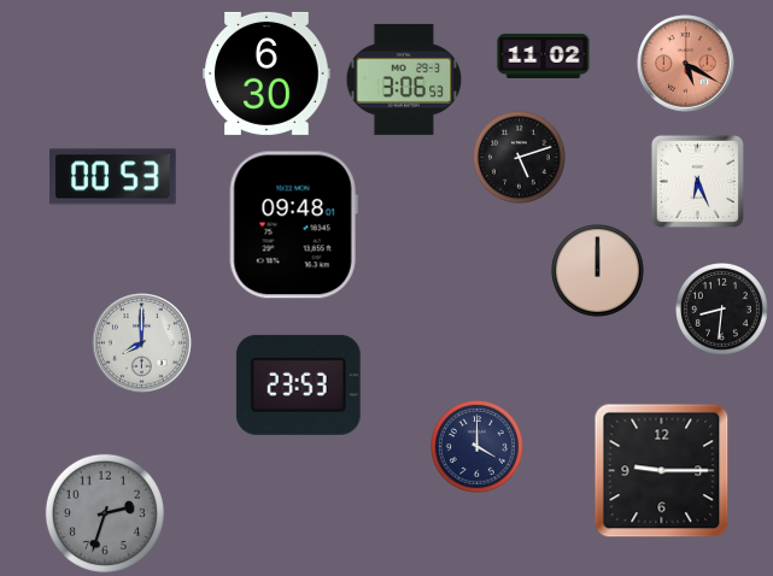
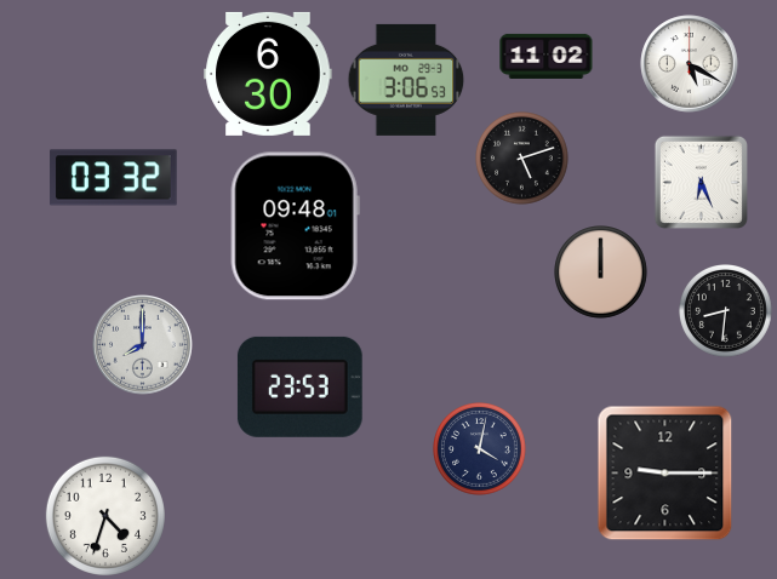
clock at (686, 64) dial: salmon -> white
clock at (113, 177): 00:53 -> 03:32
clock at (478, 447): 4:00 -> 4:02
clock at (105, 513): 2:33 -> 4:33
clock at (105, 513) dial: grey -> white
